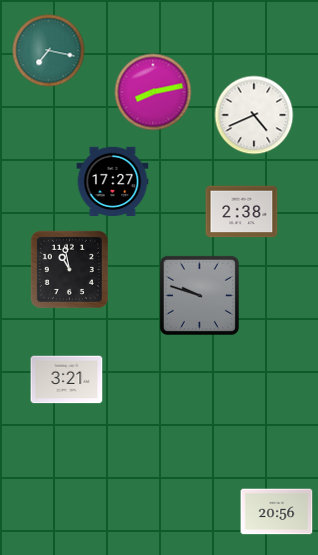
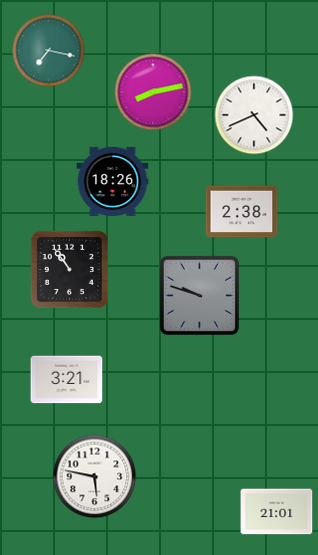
clock at (113, 181): 17:27 -> 18:26
clock at (69, 269): 10:58 -> 10:54
clock at (95, 477): none -> 5:47
clock at (277, 512): 20:56 -> 21:01
